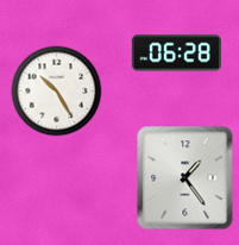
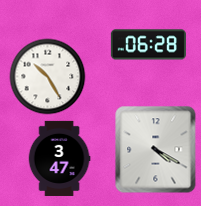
clock at (185, 178): 1:24 -> 4:20
clock at (59, 158): none -> 3:47
